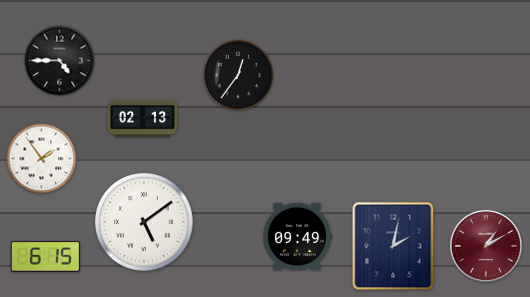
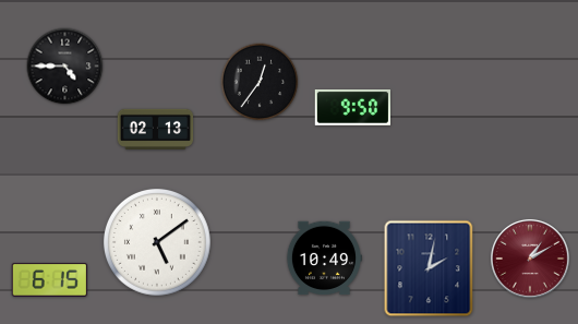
clock at (352, 108): none -> 9:50
clock at (42, 159): 1:54 -> none
clock at (296, 237): 09:49 -> 10:49
clock at (486, 246) position: (486, 246) -> (530, 259)
